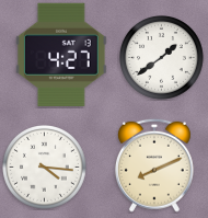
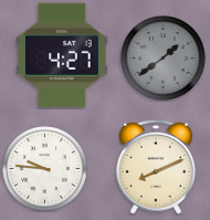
clock at (162, 58) dial: white -> grey
clock at (45, 168): 4:16 -> 9:46
